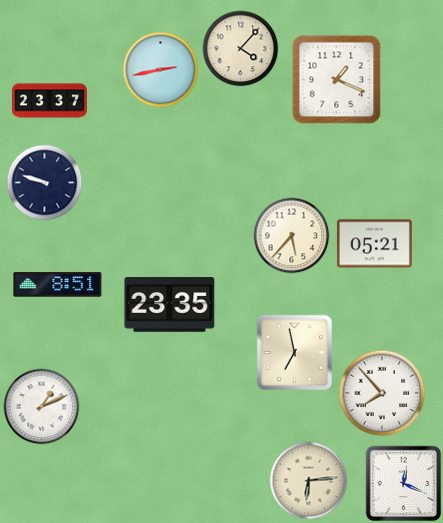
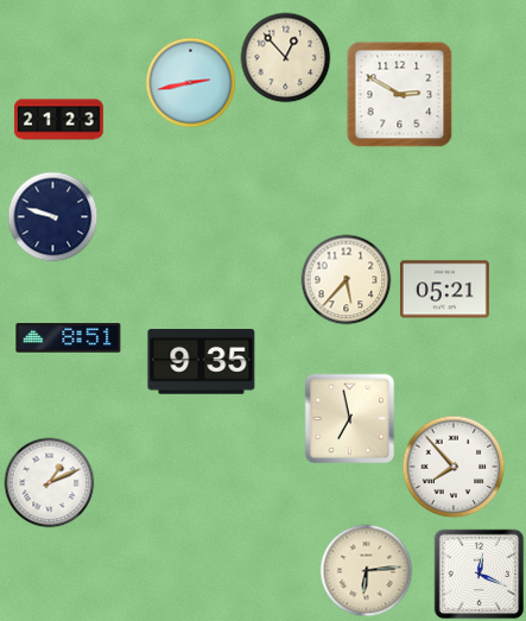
clock at (241, 49): 4:07 -> 12:53
clock at (337, 80): 1:19 -> 2:50
clock at (50, 101): 23:37 -> 21:23
clock at (170, 305): 23:35 -> 9:35
